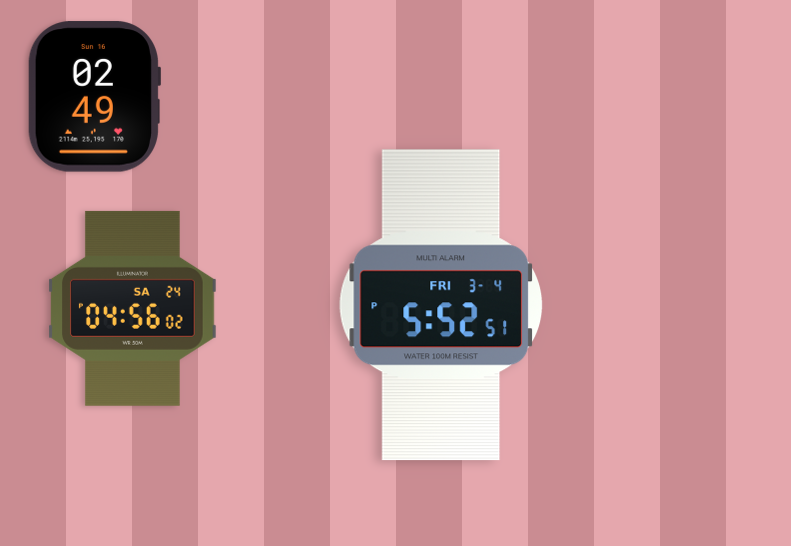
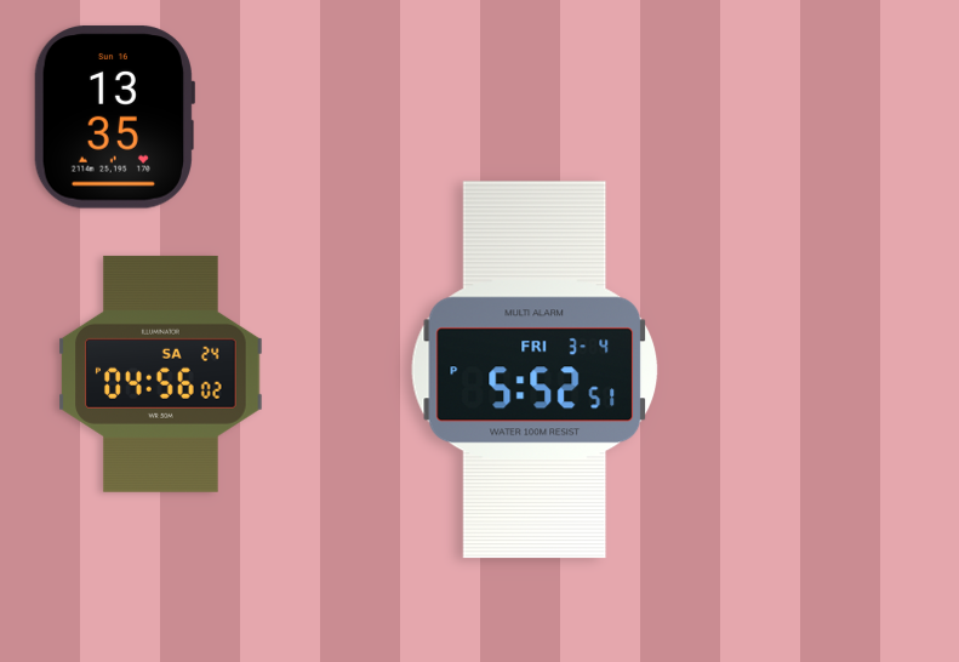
clock at (93, 97): 02:49 -> 13:35
